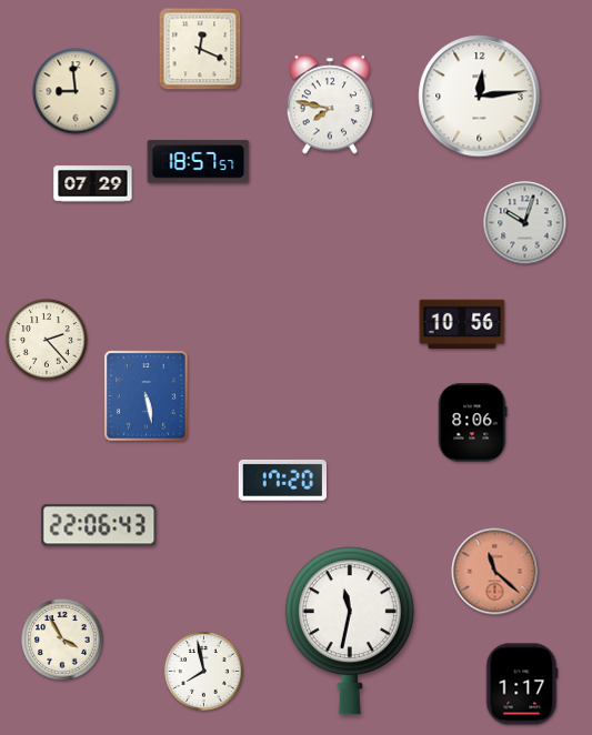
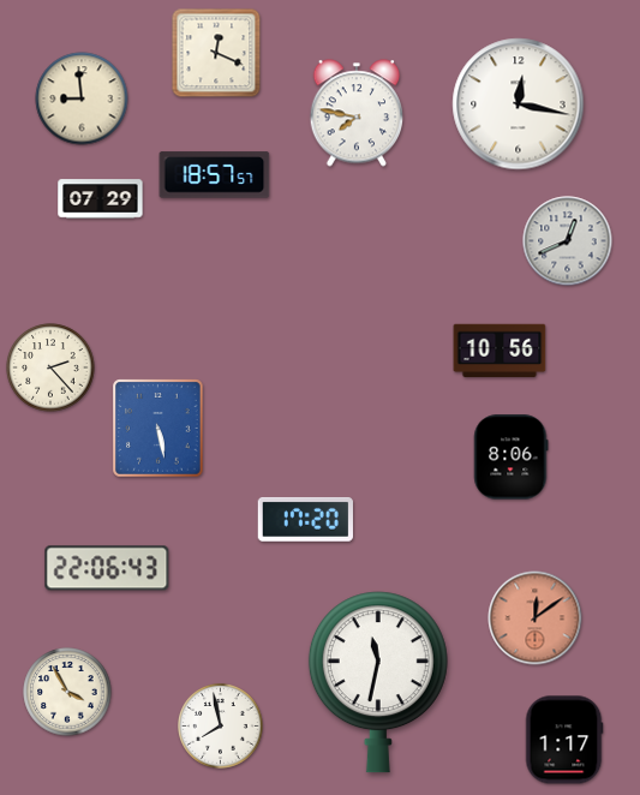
clock at (480, 97): 12:14 -> 12:17
clock at (525, 223): 10:03 -> 12:41
clock at (495, 572): 11:22 -> 12:09
